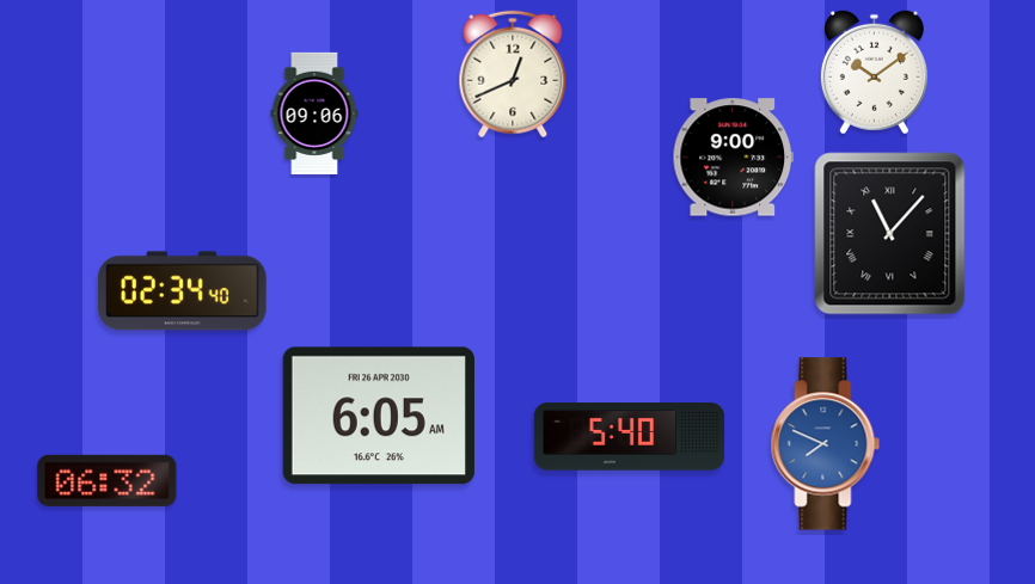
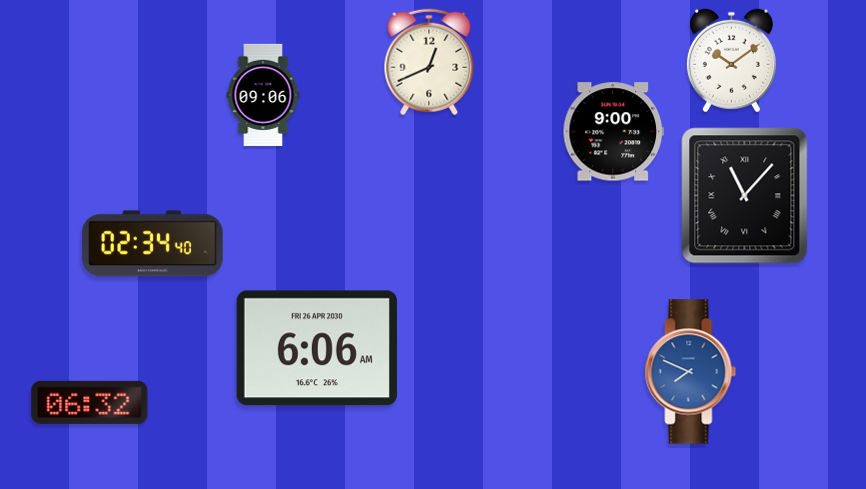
clock at (379, 416): 6:05 -> 6:06
clock at (630, 437): 5:40 -> none
